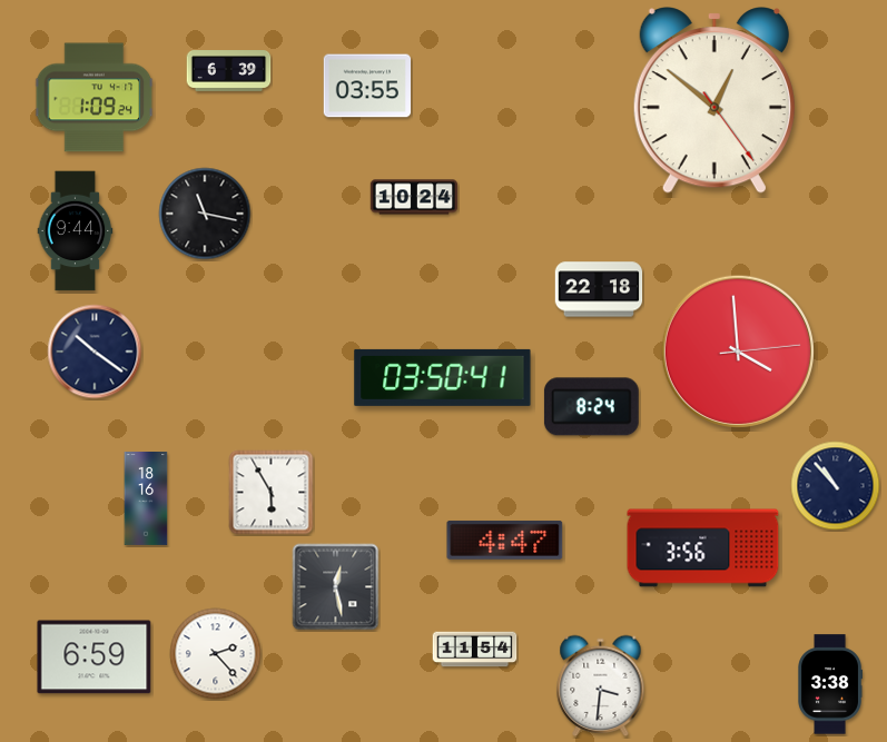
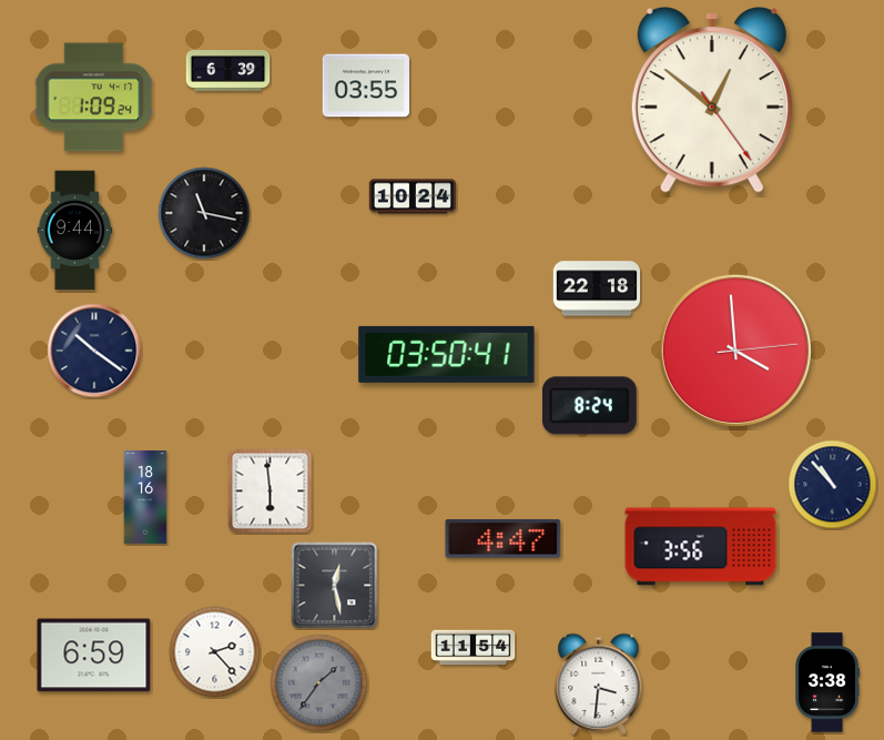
clock at (443, 377) position: (443, 377) -> (447, 354)
clock at (272, 493): 5:55 -> 5:59
clock at (319, 683): none -> 1:36
